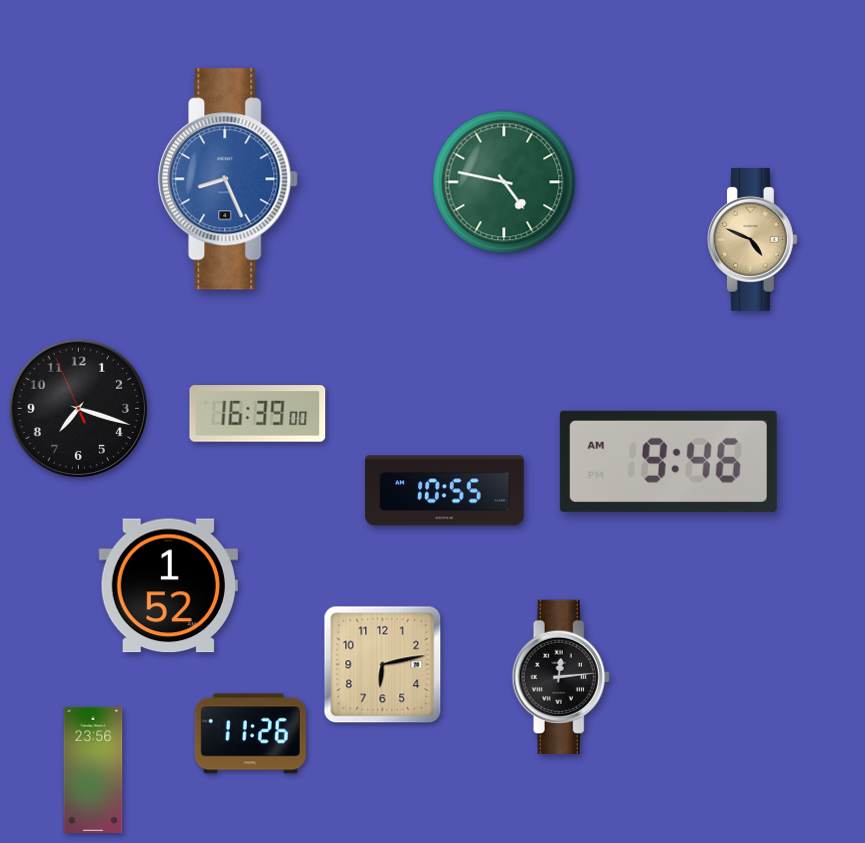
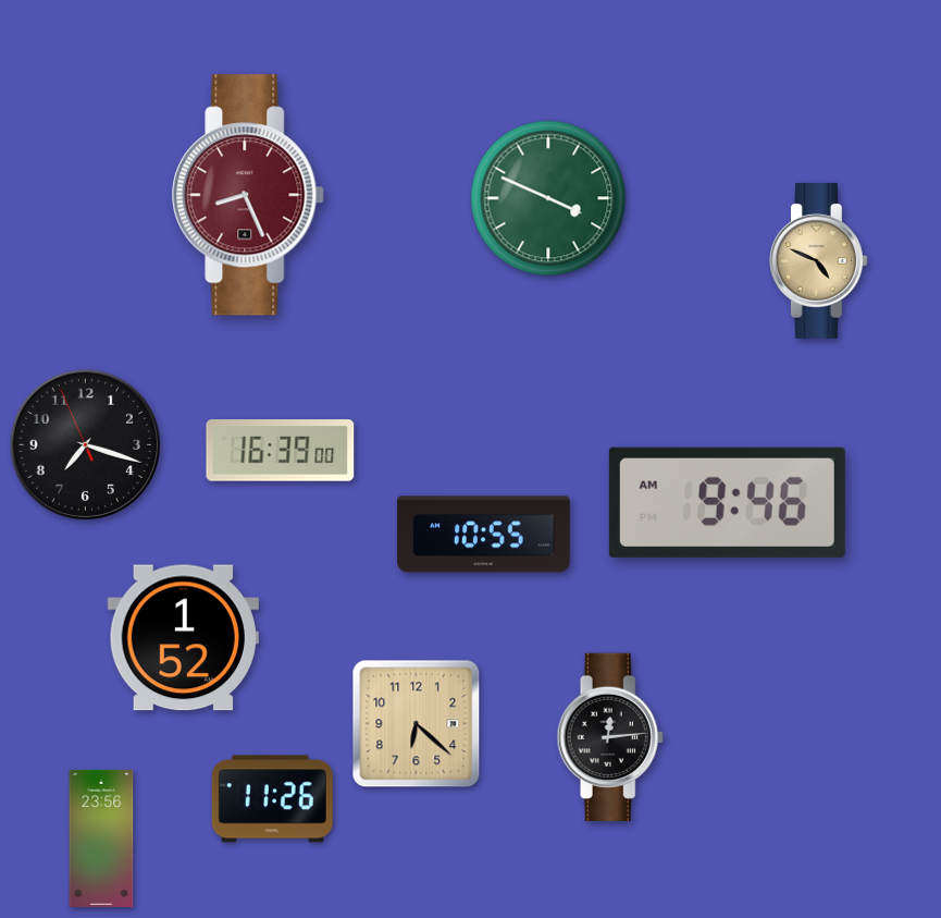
clock at (229, 179) dial: blue -> burgundy
clock at (504, 182): 4:47 -> 3:49
clock at (383, 665): 6:13 -> 6:22
